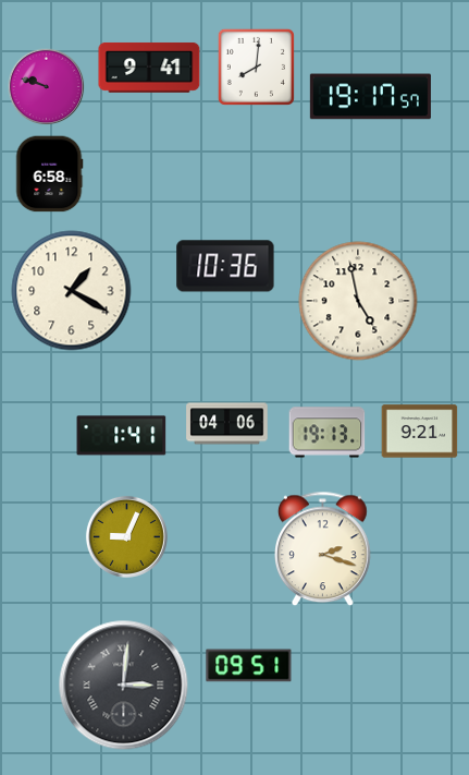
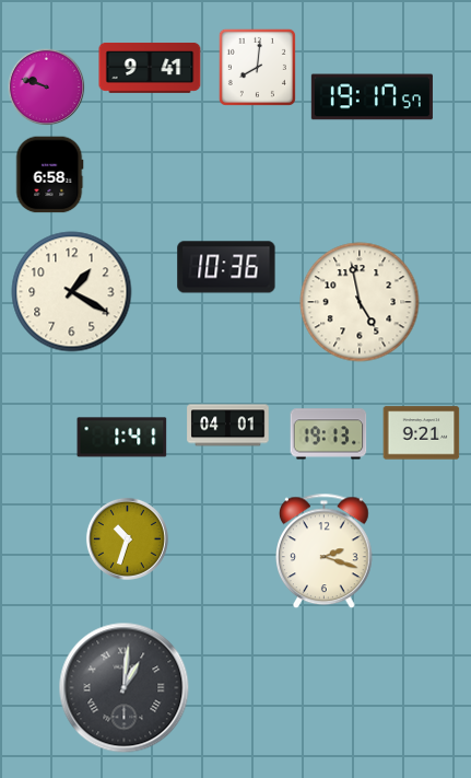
clock at (227, 424): 04:06 -> 04:01
clock at (126, 536): 9:04 -> 10:33
clock at (249, 666): 09:51 -> none
clock at (124, 686): 3:01 -> 1:01
